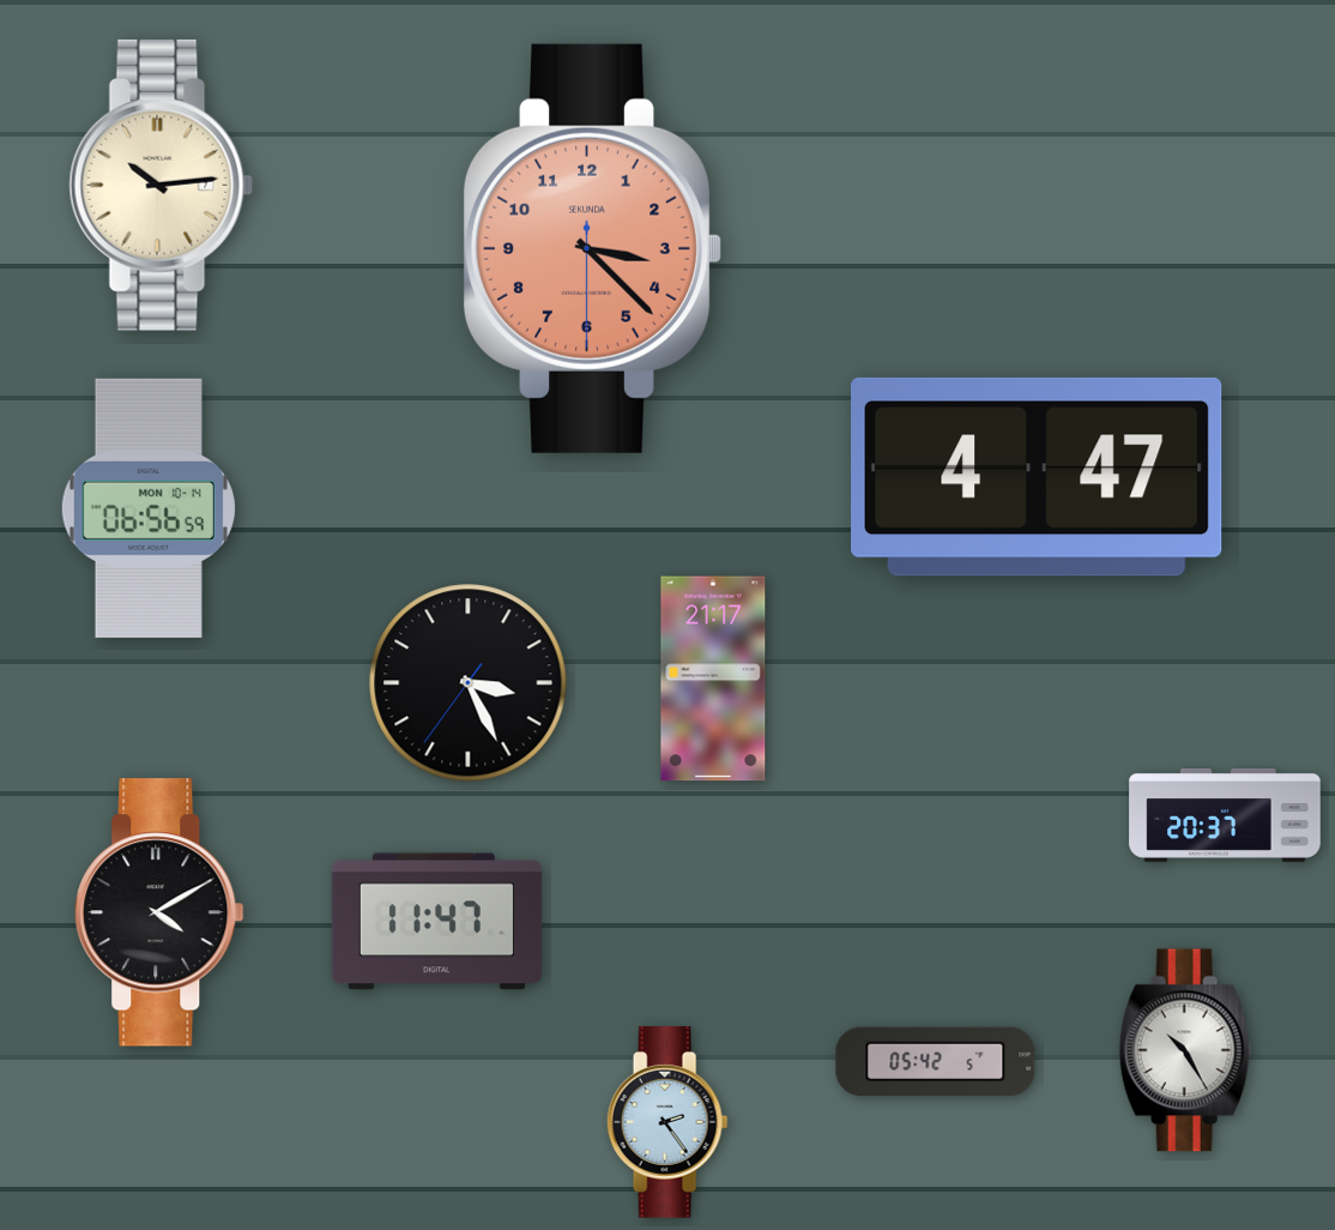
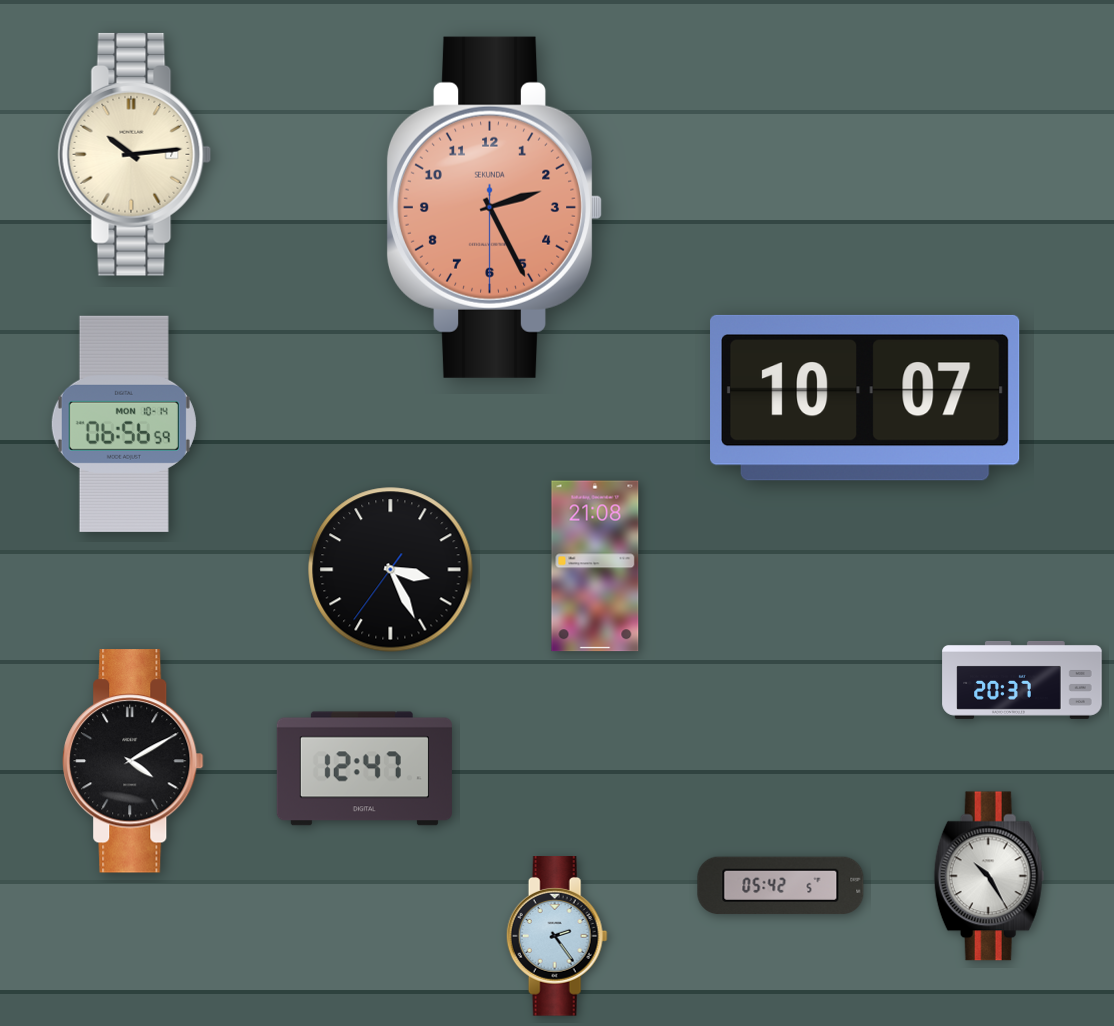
clock at (592, 248): 3:22 -> 2:25
clock at (1038, 477): 4:47 -> 10:07
clock at (713, 679): 21:17 -> 21:08
clock at (436, 922): 11:47 -> 12:47
